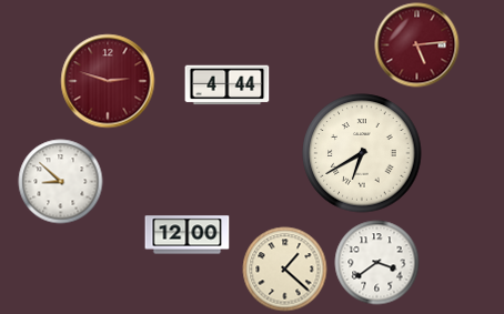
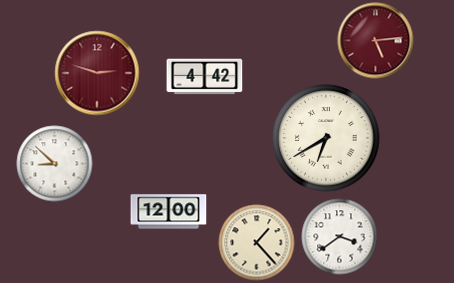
clock at (228, 85): 4:44 -> 4:42
clock at (285, 270): 1:22 -> 1:23
